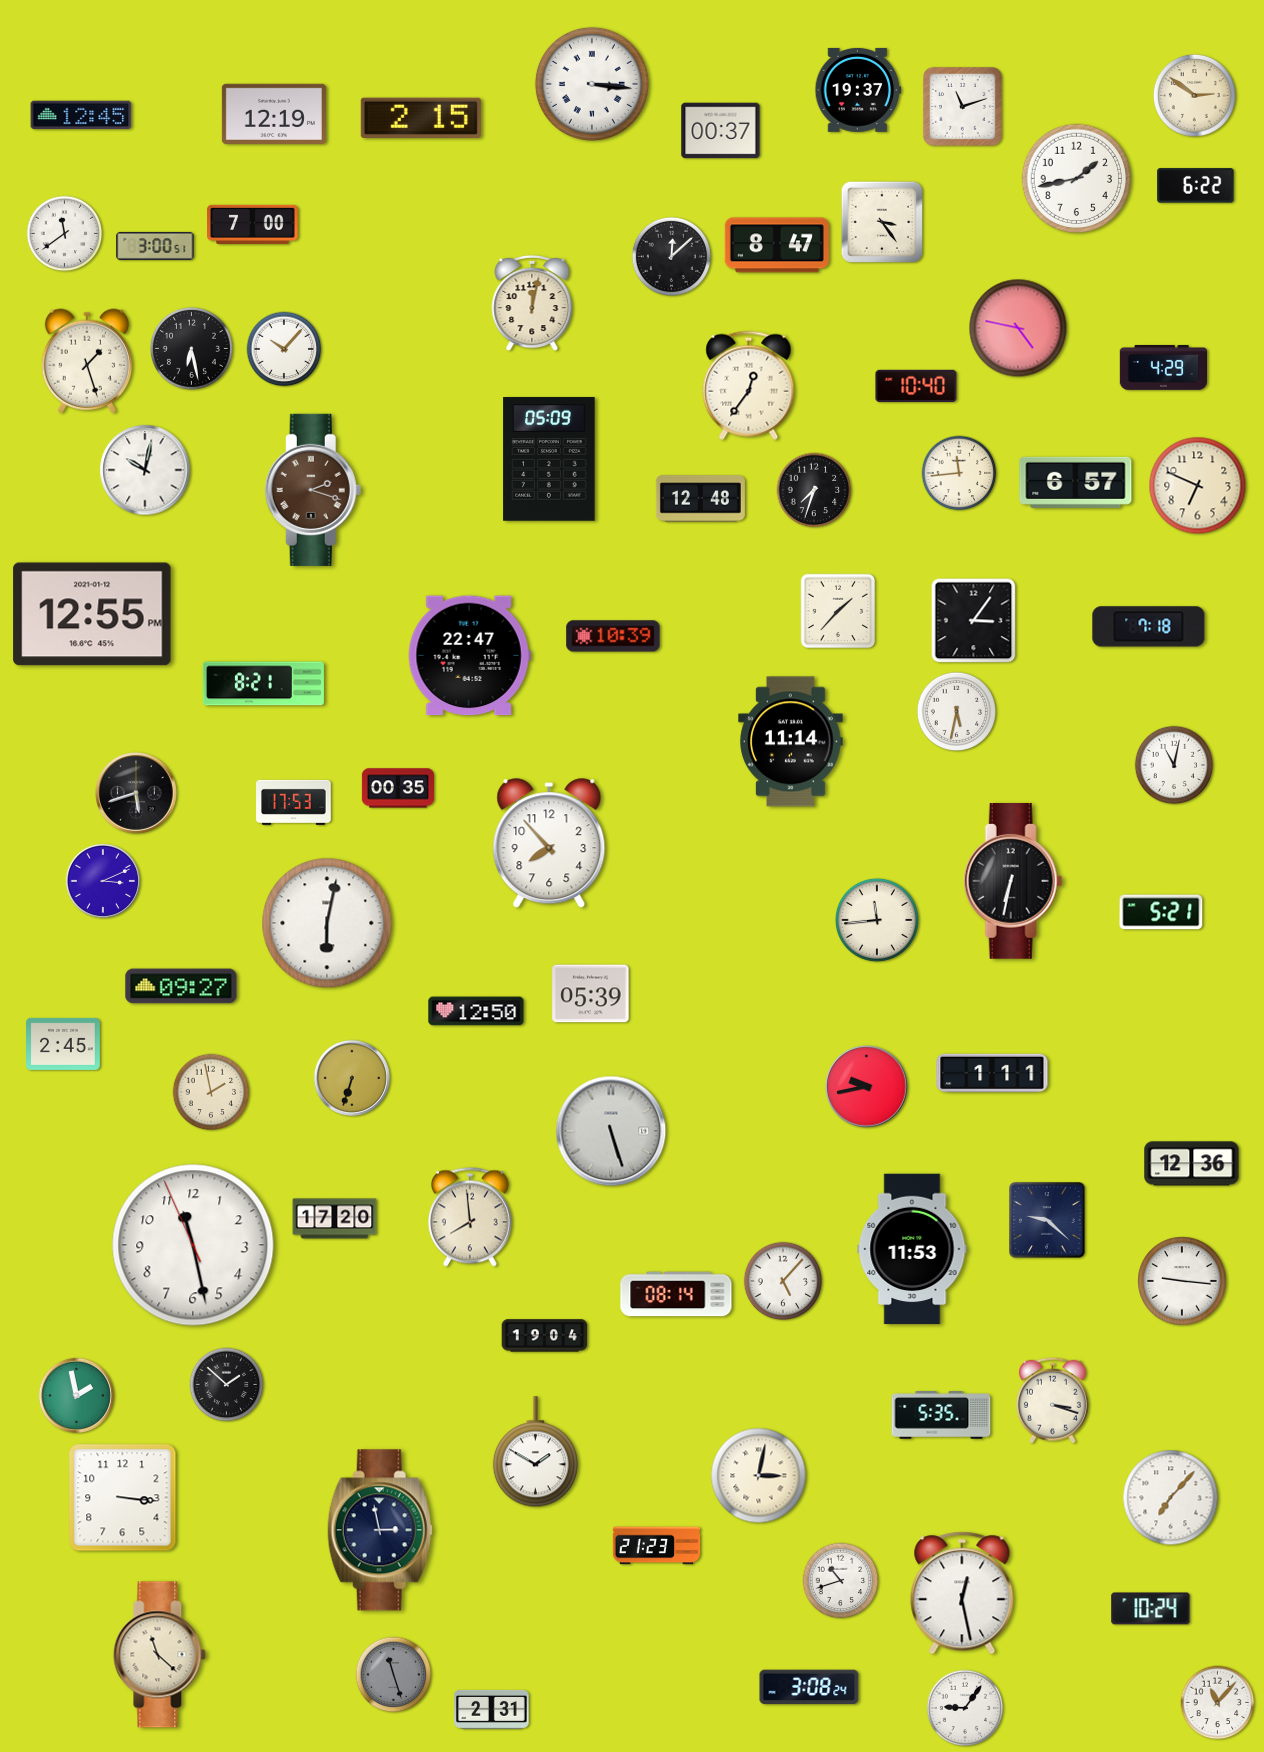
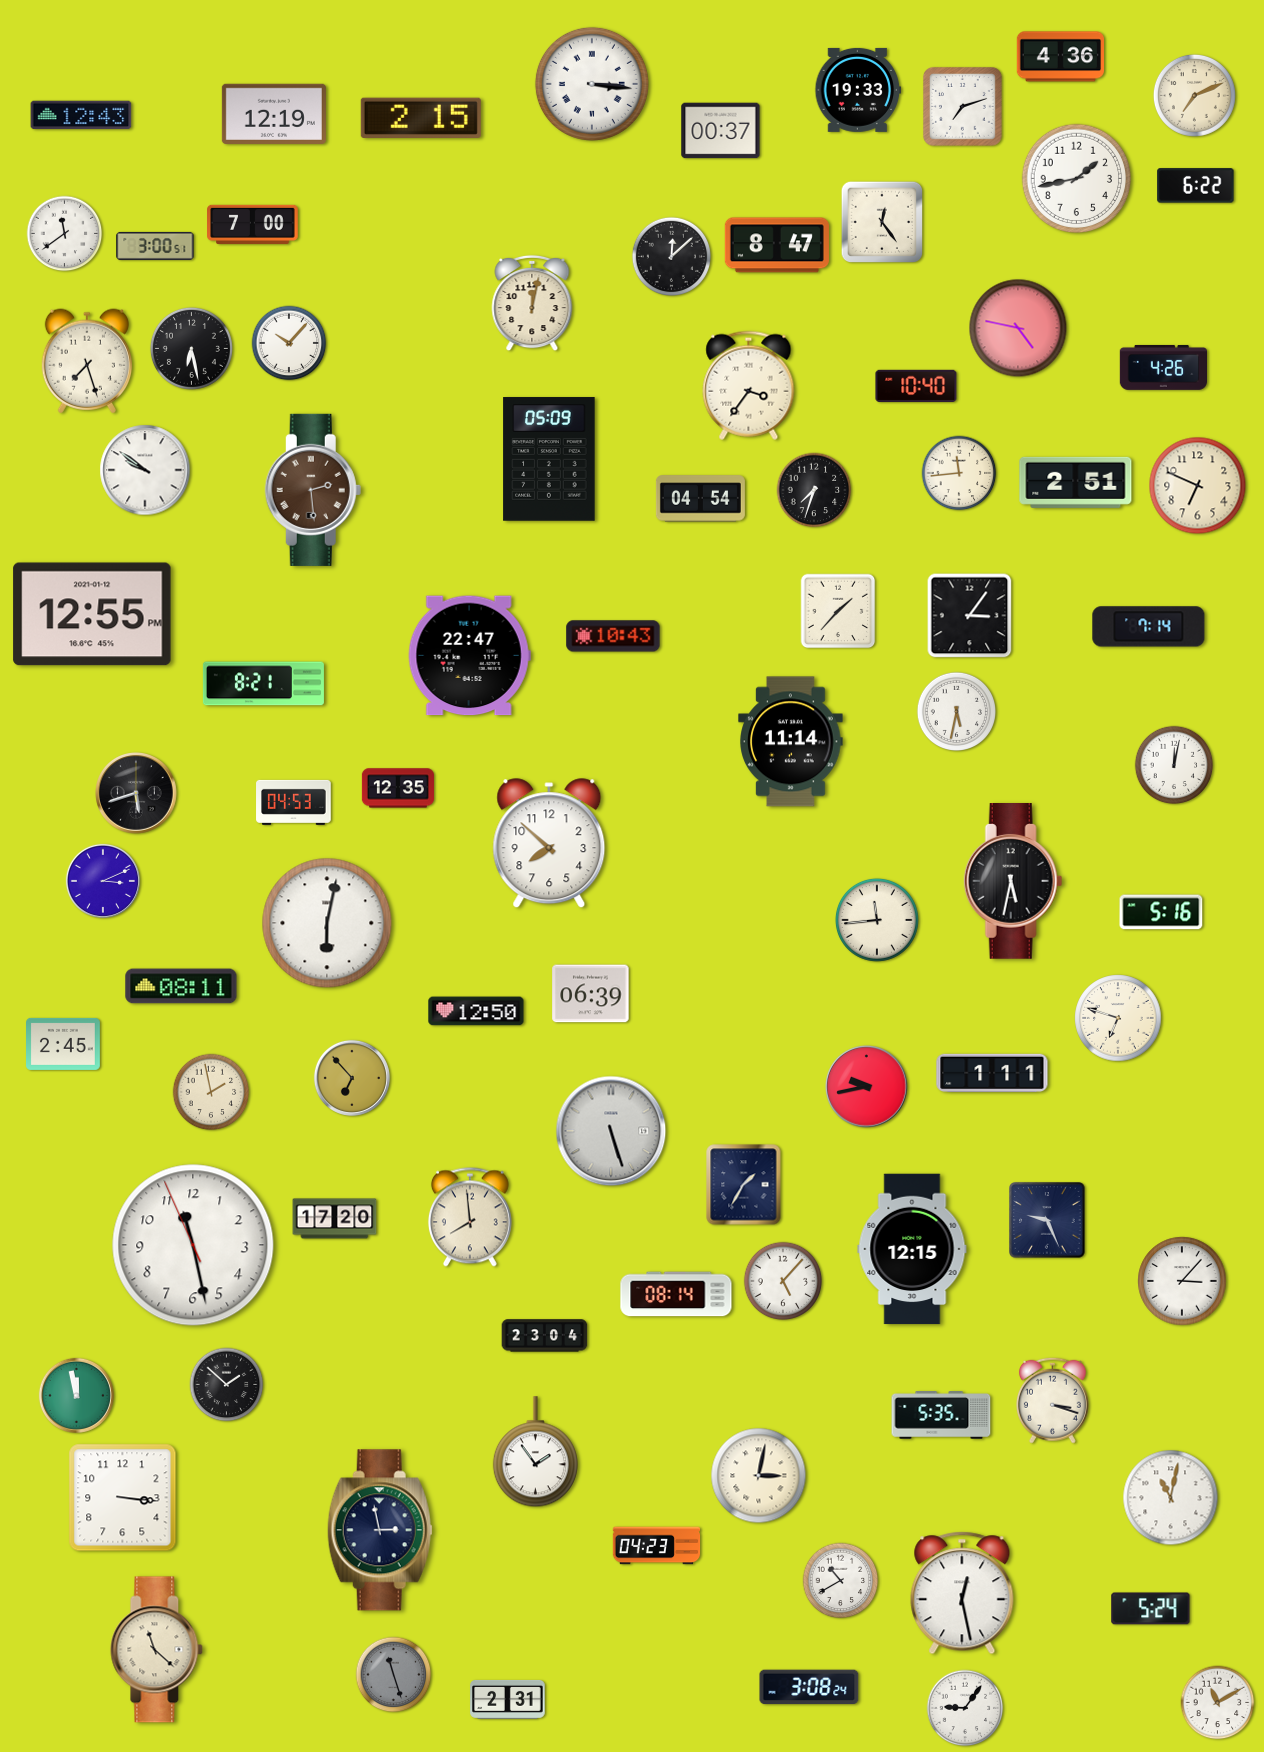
clock at (1060, 57): none -> 4:36
clock at (858, 90): 19:37 -> 19:33
clock at (1194, 95): 2:51 -> 7:11
clock at (962, 106): 11:12 -> 7:12
clock at (81, 115): 12:45 -> 12:43
clock at (881, 221): 3:24 -> 12:24
clock at (284, 349) position: (284, 349) -> (289, 343)
clock at (87, 361): 1:27 -> 7:27
clock at (1163, 367): 4:29 -> 4:26
clock at (749, 385): 12:36 -> 3:36
clock at (145, 470): 10:02 -> 9:51
clock at (1076, 482): 6:57 -> 2:51
clock at (313, 490): 2:18 -> 2:29
clock at (700, 499): 12:48 -> 04:54
clock at (974, 621) position: (974, 621) -> (970, 616)
clock at (1149, 627): 7:18 -> 7:14
clock at (613, 636): 10:39 -> 10:43
clock at (1174, 765): 11:02 -> 12:02
clock at (398, 788): 00:35 -> 12:35
clock at (294, 802): 17:53 -> 04:53
clock at (549, 844): 7:53 -> 7:52
clock at (1013, 882): 6:32 -> 5:32
clock at (1161, 912): 5:21 -> 5:16
clock at (181, 986): 09:27 -> 08:11
clock at (591, 994): 05:39 -> 06:39
clock at (1118, 1018): none -> 6:48
clock at (352, 1078): 6:33 -> 6:53
clock at (1192, 1164): 12:36 -> none
clock at (744, 1185): none -> 1:35
clock at (1047, 1220): 9:22 -> 9:26
clock at (912, 1249): 11:53 -> 12:15
clock at (1182, 1281): 9:16 -> 3:07
clock at (545, 1336): 19:04 -> 23:04
clock at (76, 1395): 1:58 -> 11:58
clock at (535, 1452): 1:50 -> 1:54
clock at (1171, 1498): 7:07 -> 11:02
clock at (657, 1546): 21:23 -> 04:23
clock at (841, 1581): 10:42 -> 10:40
clock at (1151, 1609): 10:24 -> 5:24
clock at (160, 1655) position: (160, 1655) -> (157, 1650)
clock at (1218, 1703): 11:07 -> 11:10
clock at (492, 1709) position: (492, 1709) -> (508, 1699)
